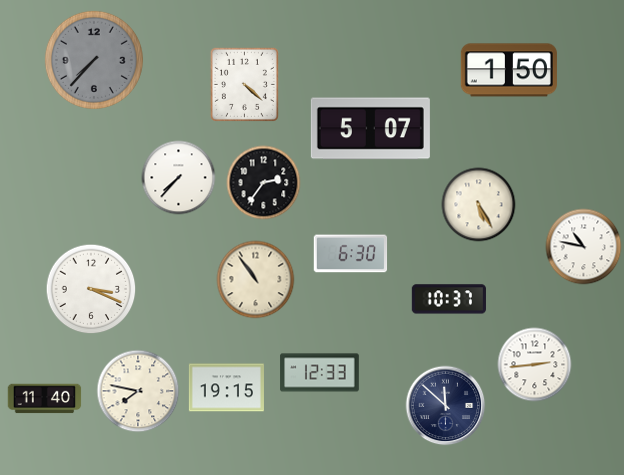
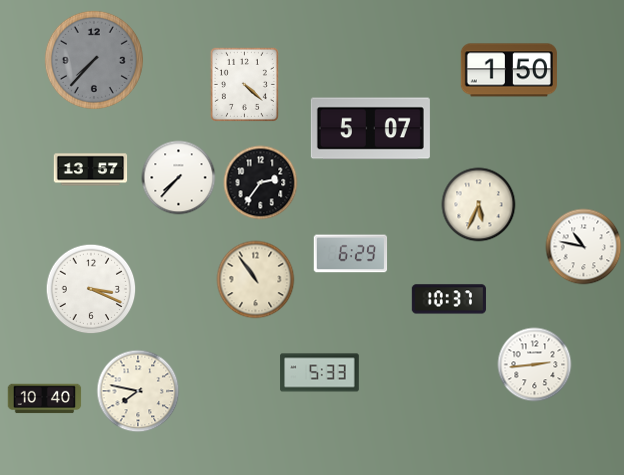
clock at (91, 170): none -> 13:57
clock at (264, 183) position: (264, 183) -> (261, 183)
clock at (479, 205): 5:25 -> 5:34
clock at (351, 254): 6:30 -> 6:29
clock at (320, 373): 12:33 -> 5:33
clock at (226, 388): 19:15 -> none
clock at (45, 399): 11:40 -> 10:40
clock at (446, 406): 11:52 -> none
